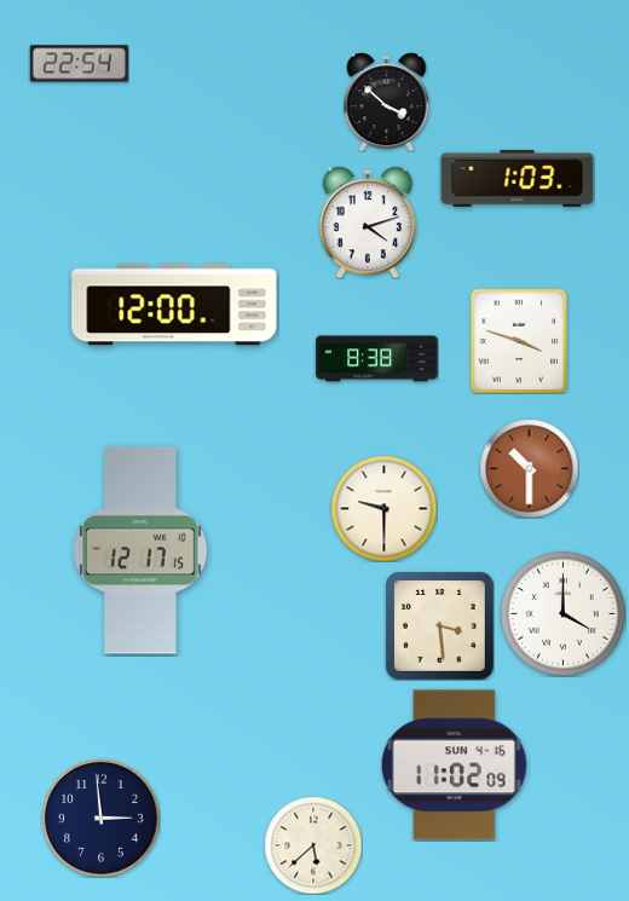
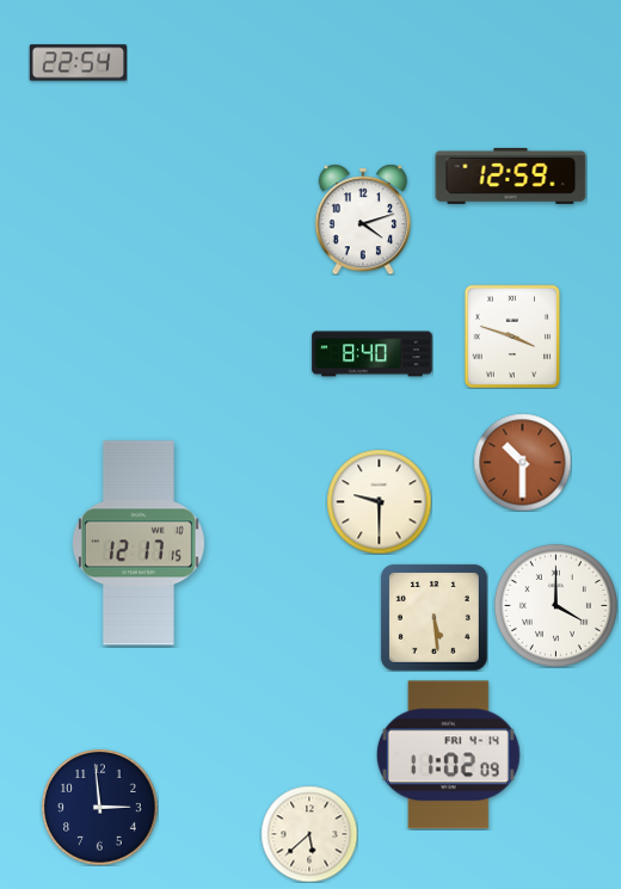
clock at (387, 102): 3:52 -> none
clock at (518, 178): 1:03 -> 12:59
clock at (174, 305): 12:00 -> none
clock at (377, 359): 8:38 -> 8:40
clock at (439, 625): 3:29 -> 5:29
clock at (454, 766) date: SUN 4-16 -> FRI 4-14
